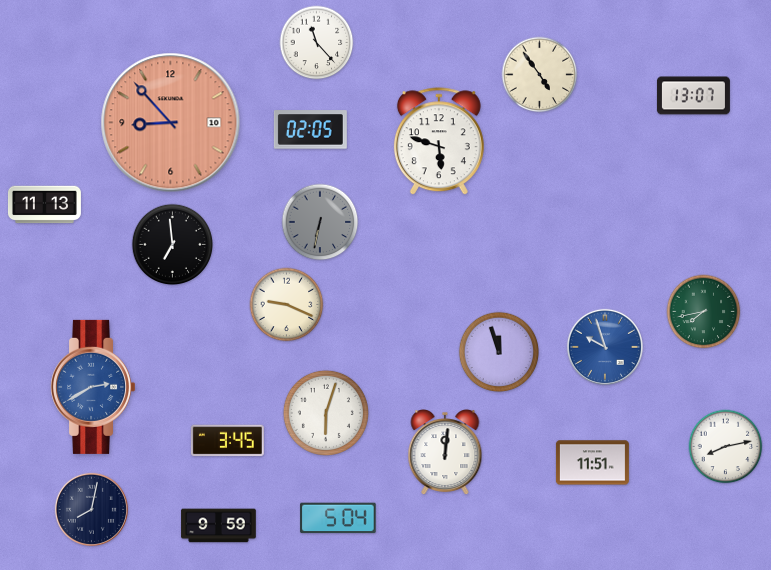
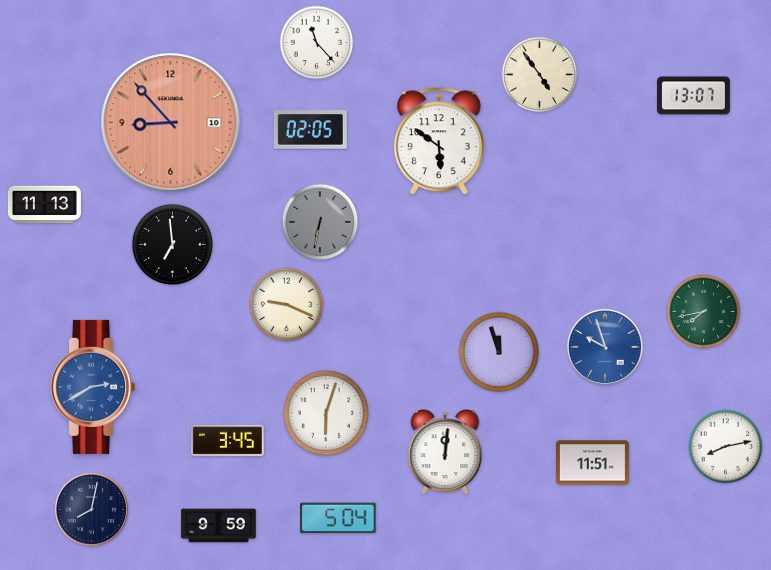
clock at (439, 142): 5:48 -> 5:51
